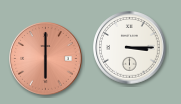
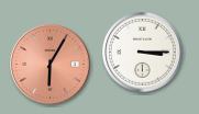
clock at (46, 59): 6:00 -> 6:05
